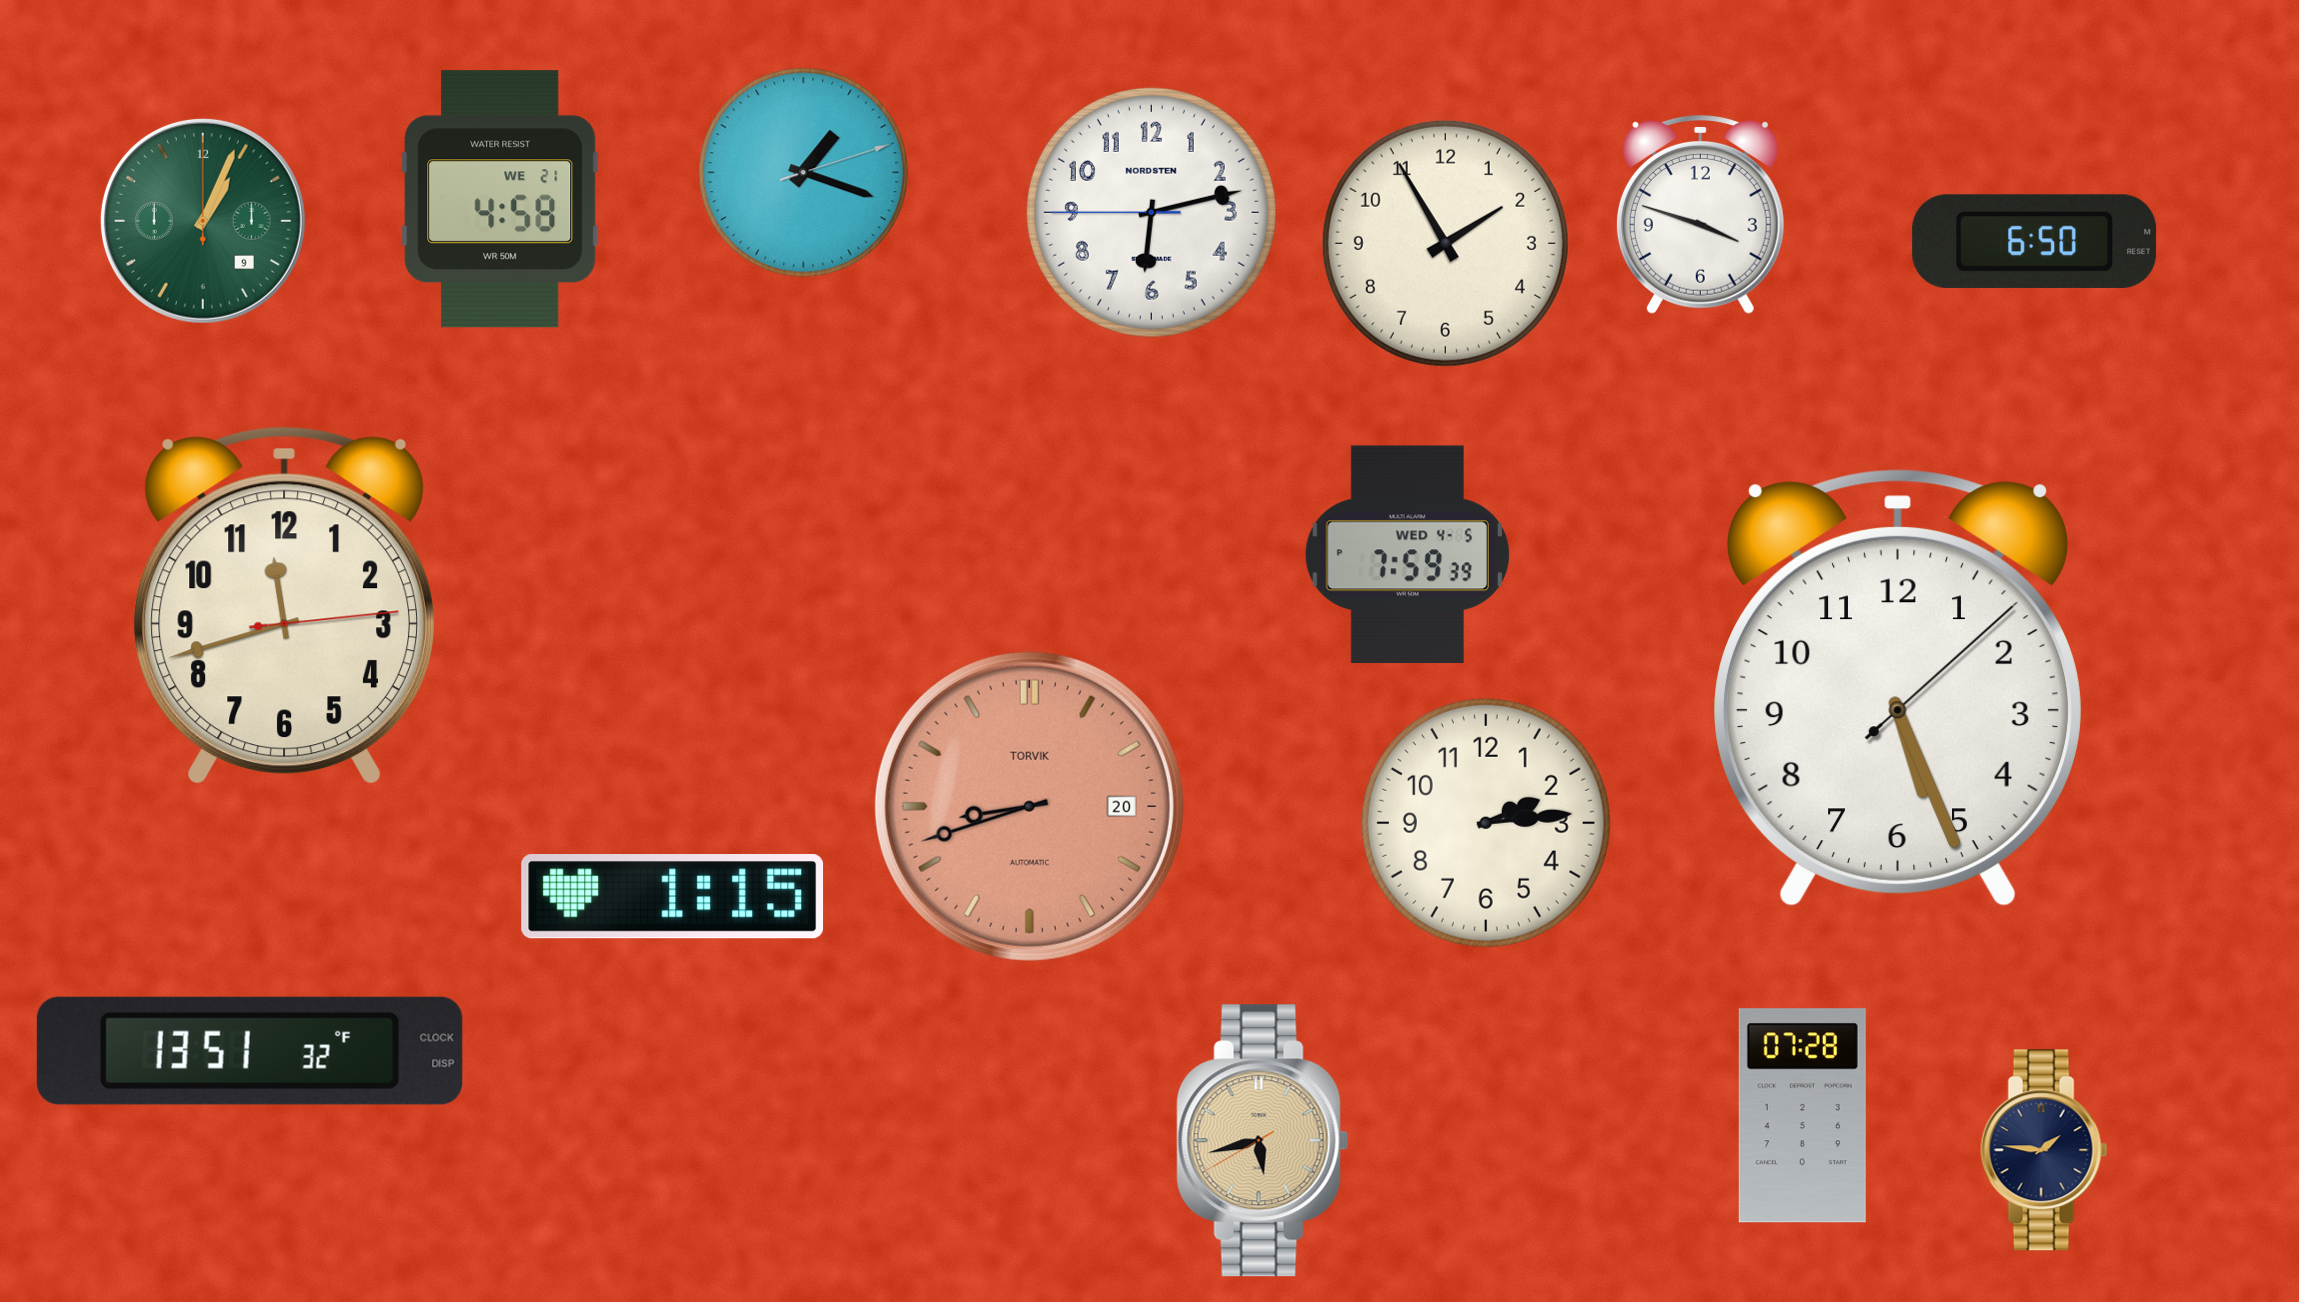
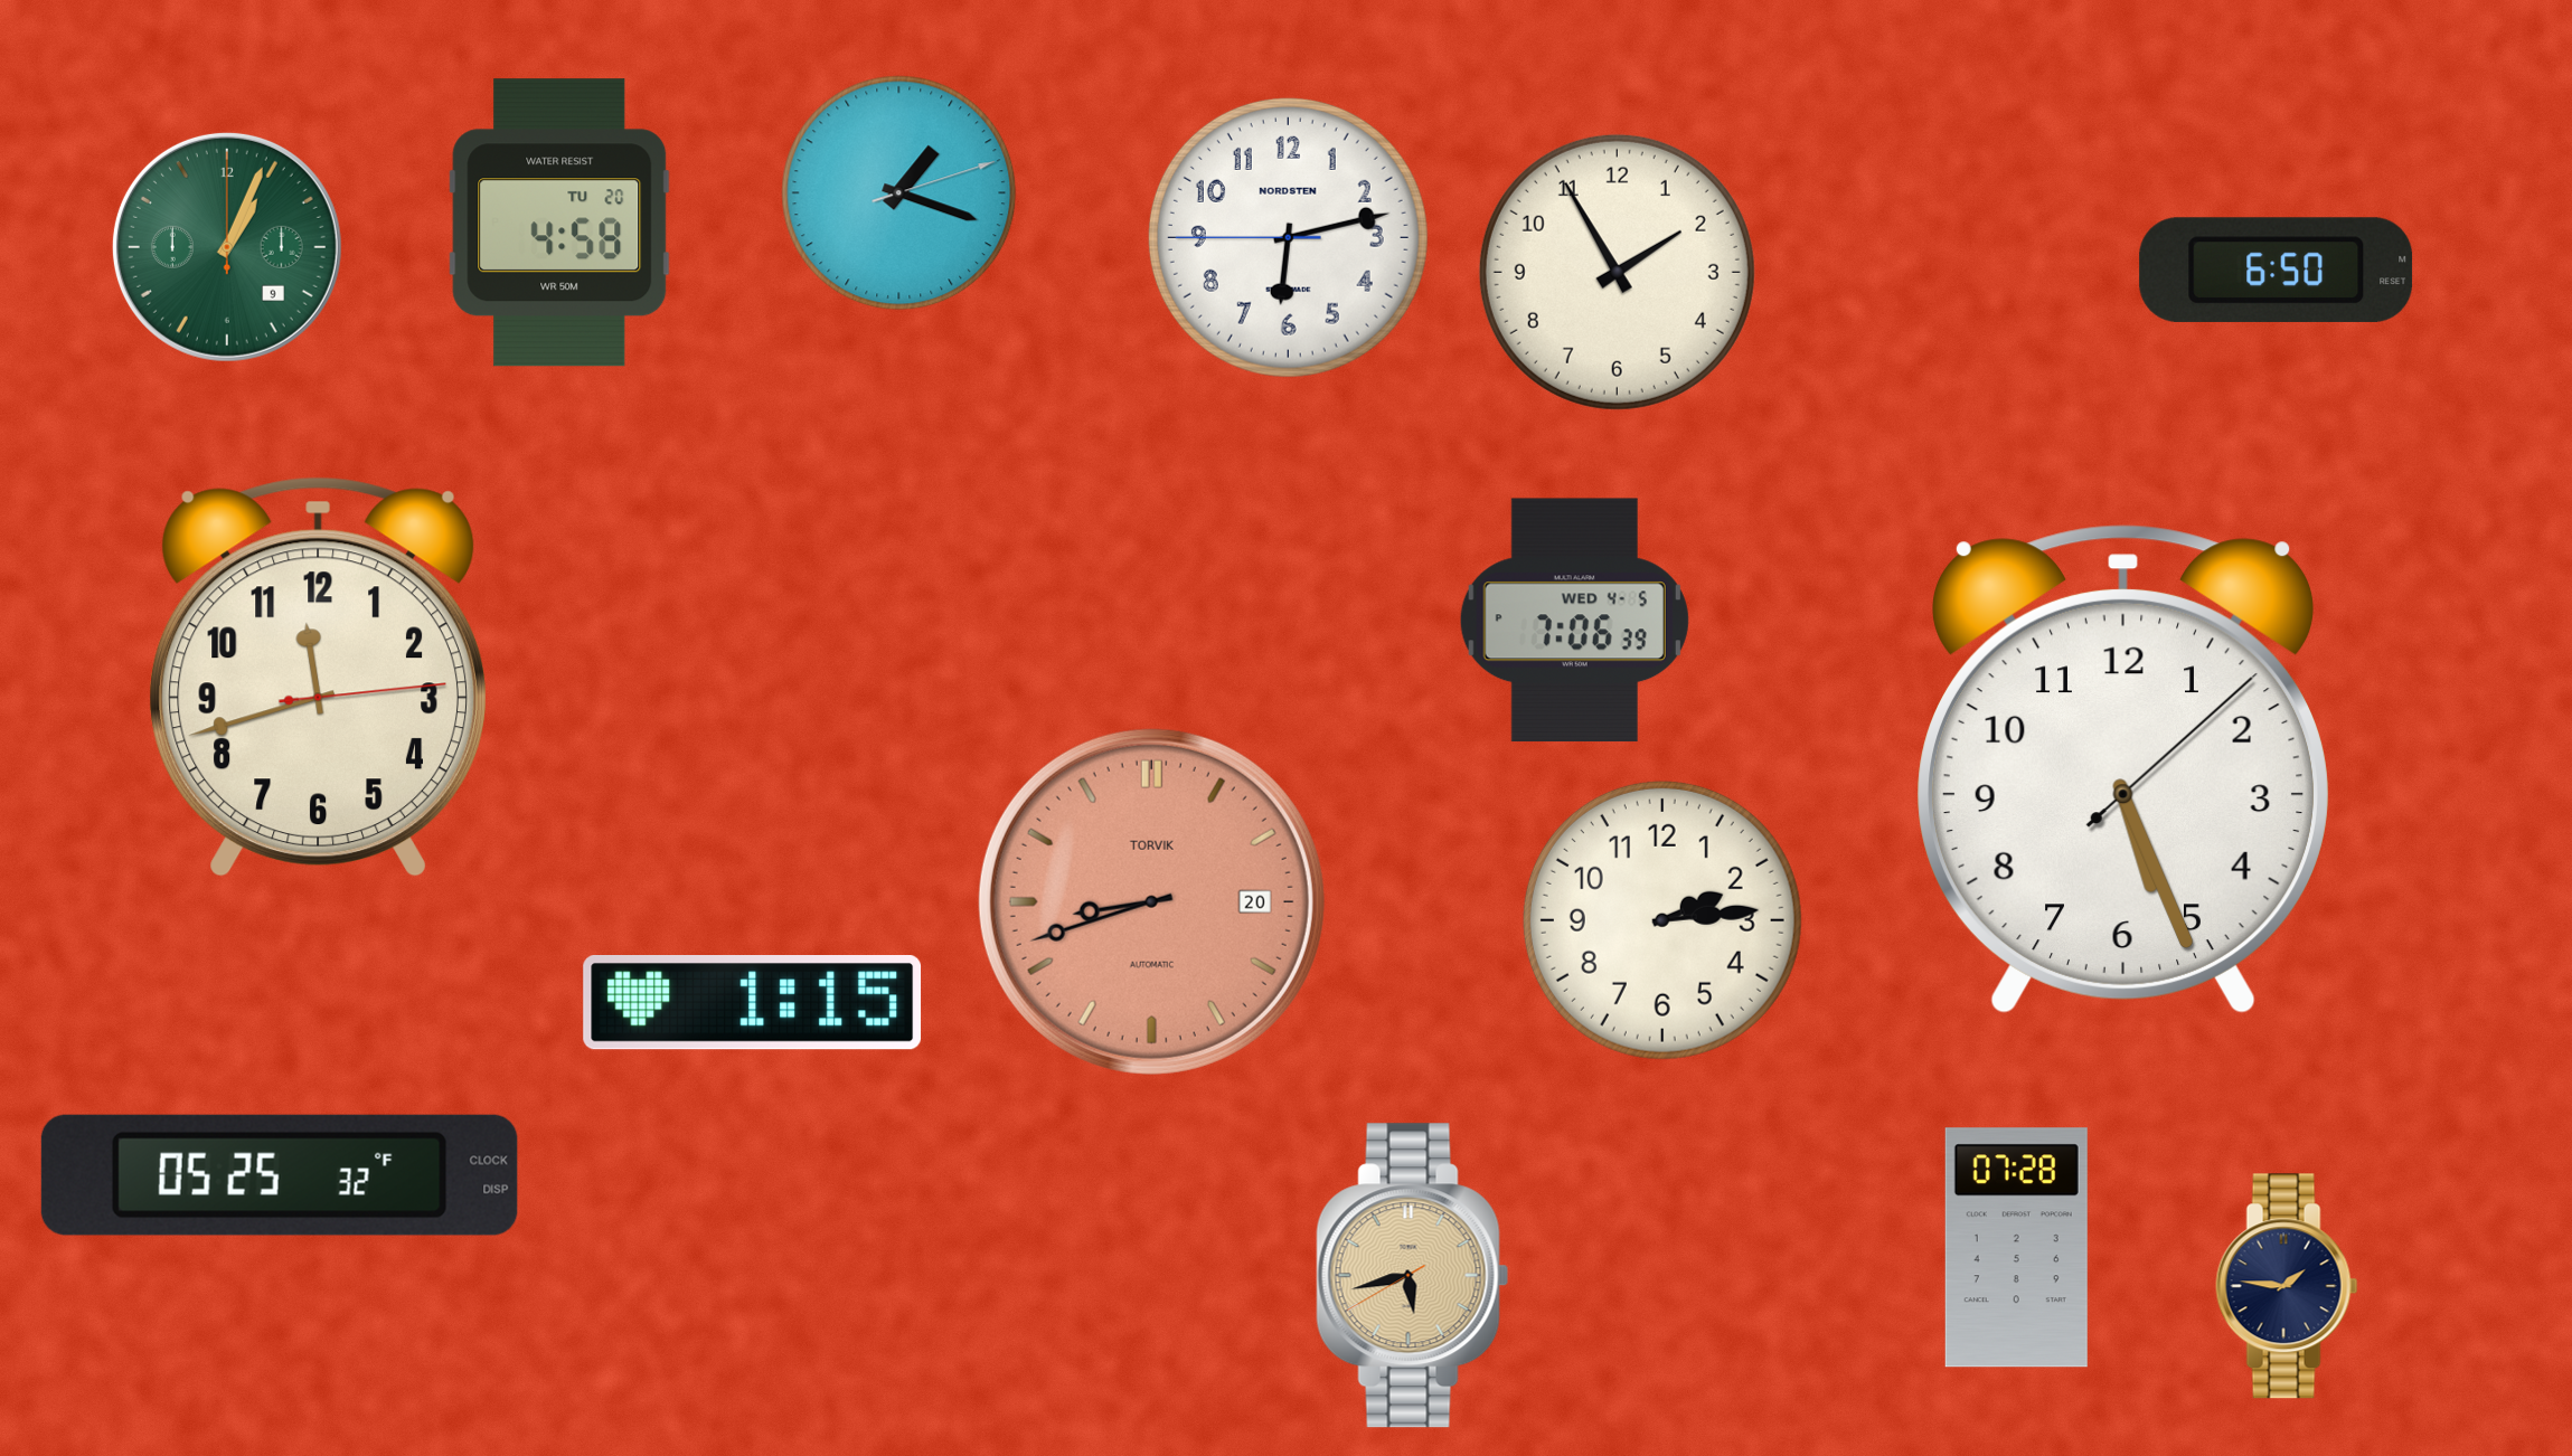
clock at (500, 199) date: WE 21 -> TU 20
clock at (1700, 215): 3:48 -> none
clock at (1407, 555): 7:59 -> 7:06
clock at (250, 1051): 13:51 -> 05:25
